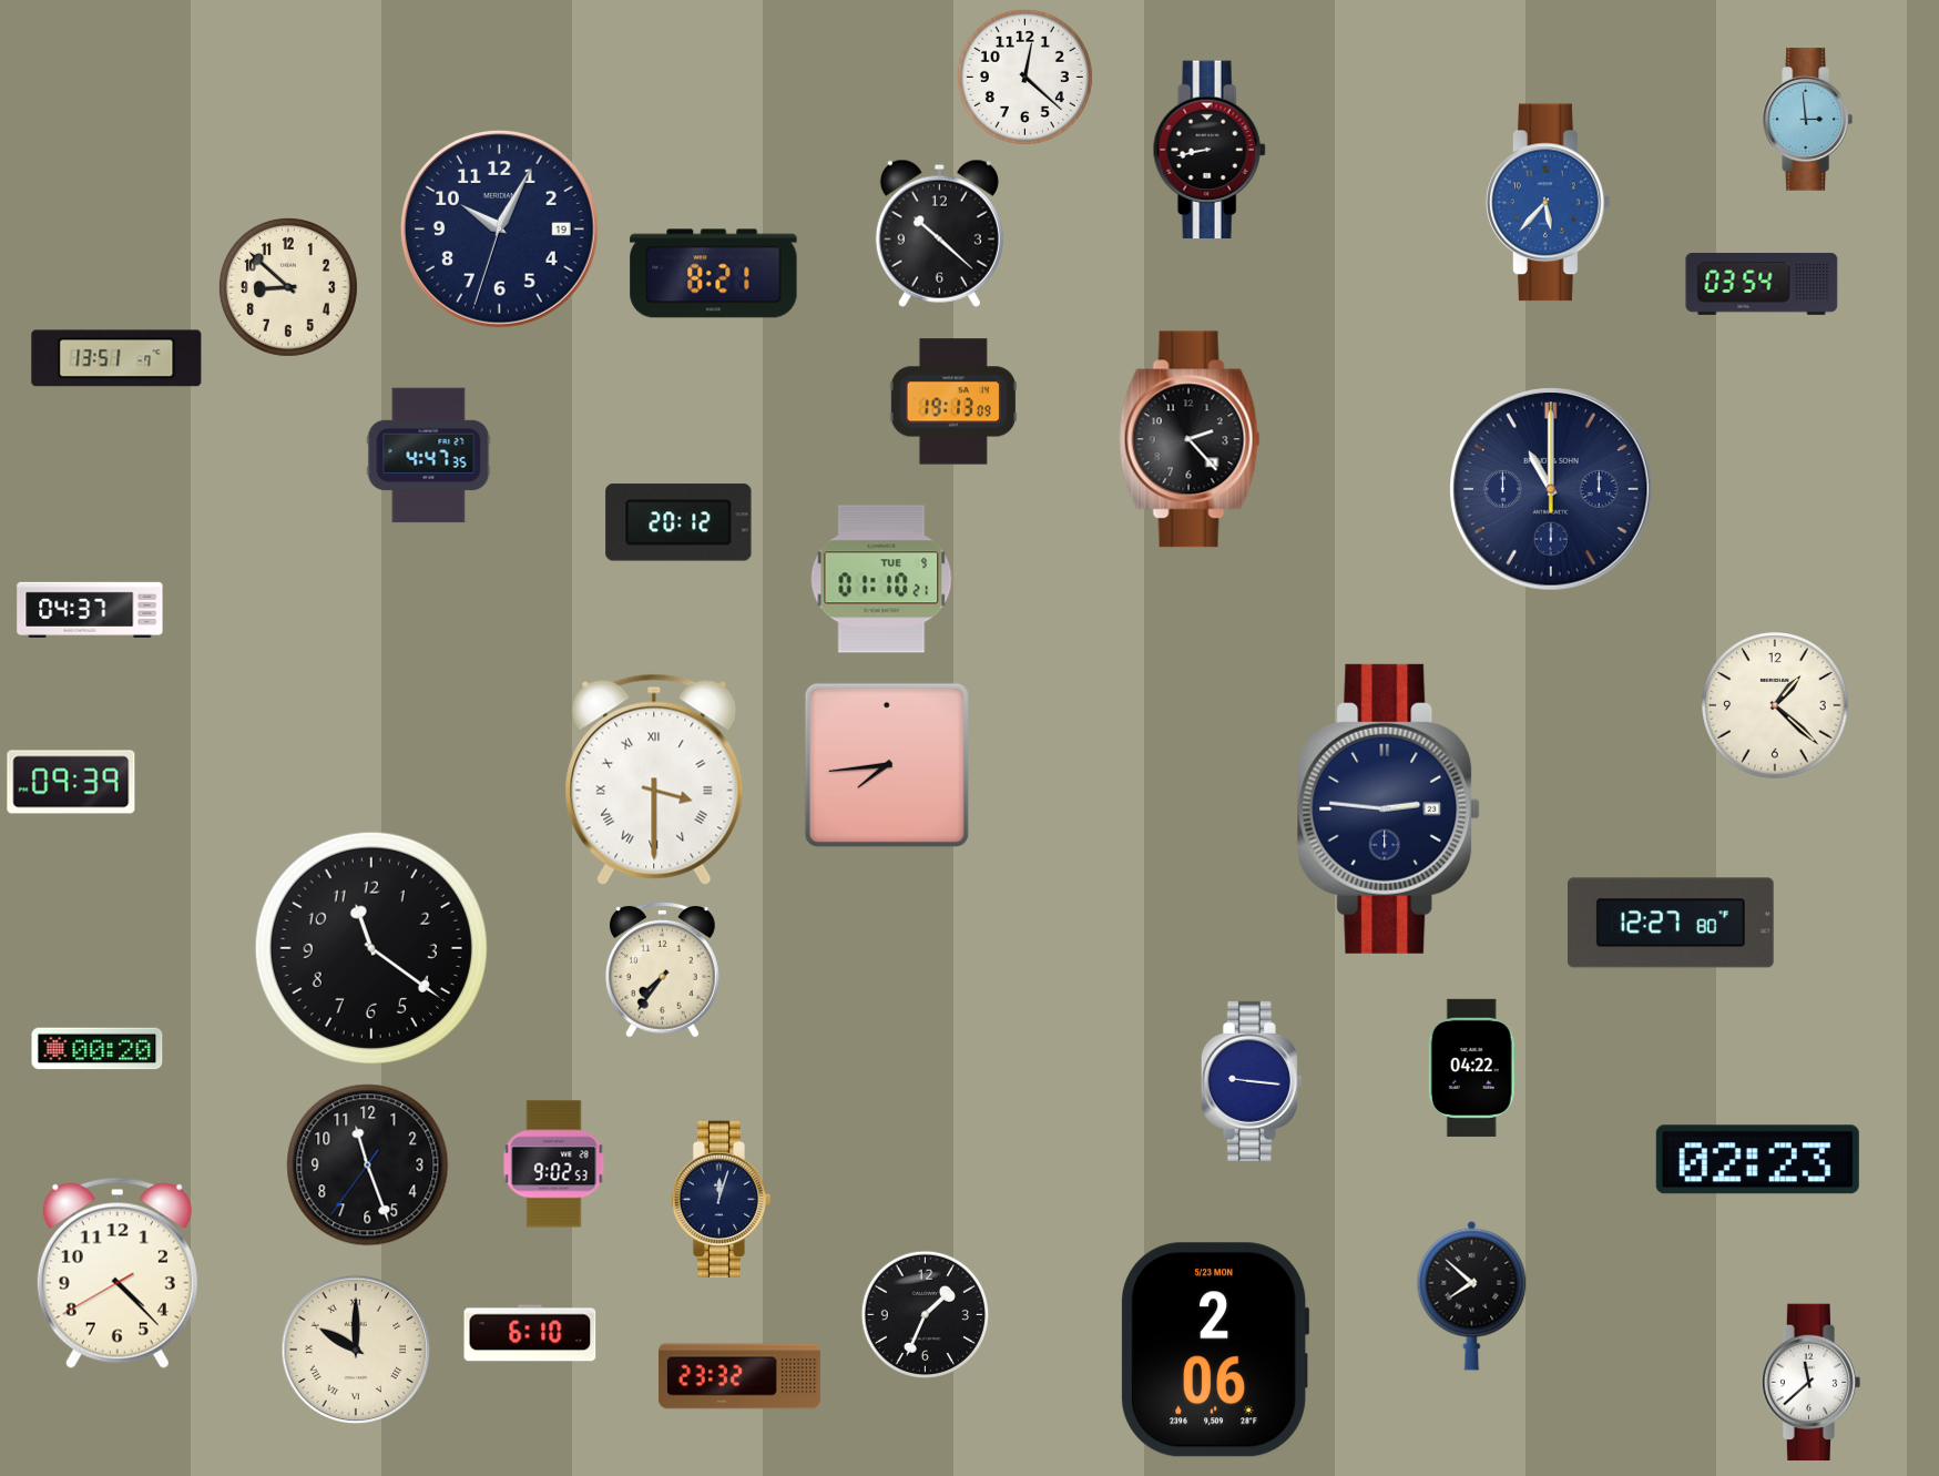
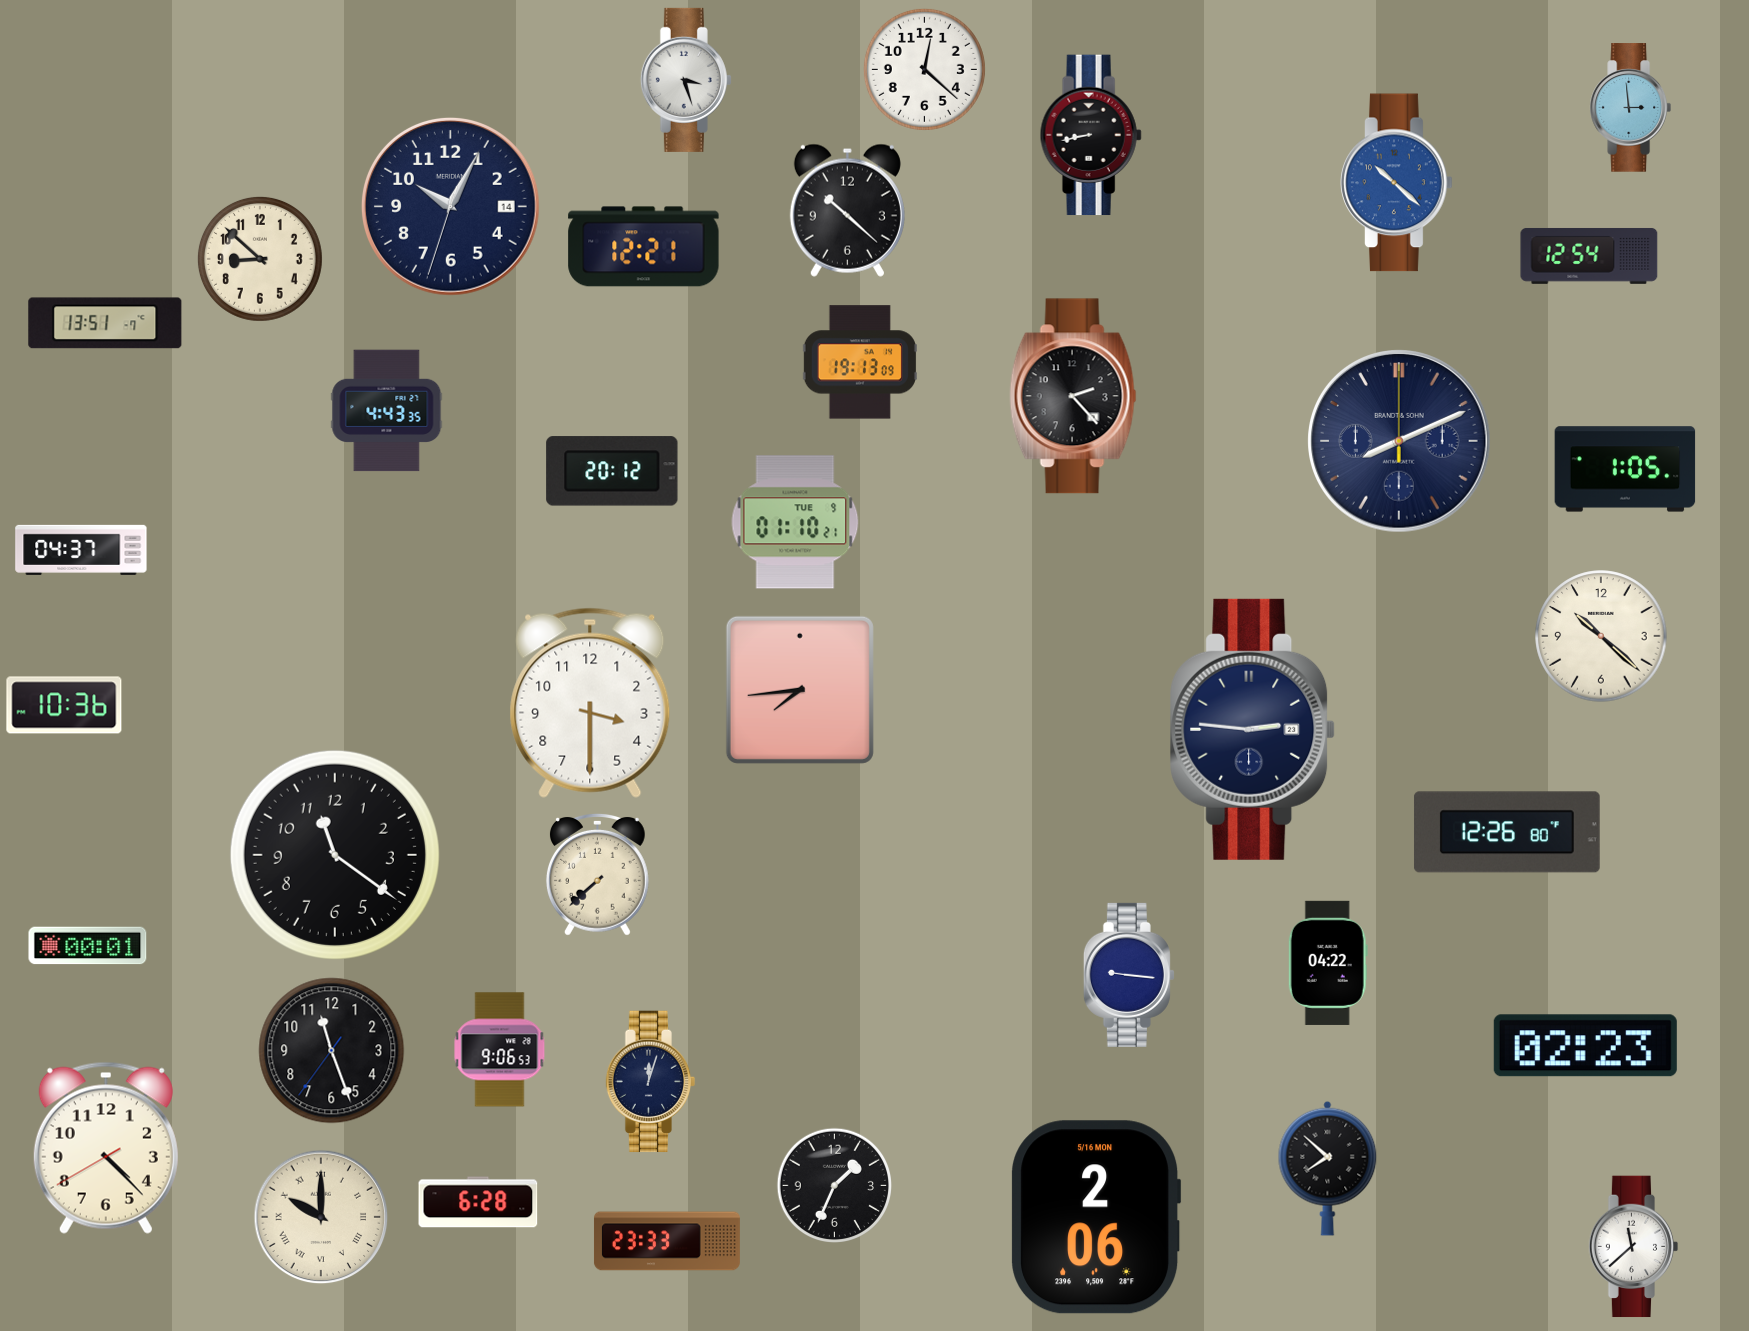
clock at (686, 80): none -> 3:27
clock at (1549, 203): 5:37 -> 10:22
clock at (500, 230) date: 19 -> 14
clock at (714, 274): 8:21 -> 12:21
clock at (1762, 284): 03:54 -> 12:54
clock at (429, 456): 4:47 -> 4:43
clock at (1551, 489): 11:00 -> 8:11
clock at (1625, 469): none -> 1:05
clock at (1775, 705): 1:22 -> 10:22
clock at (654, 780) numerals: Roman -> Arabic
clock at (71, 782): 09:39 -> 10:36
clock at (1671, 923): 12:27 -> 12:26
clock at (662, 969): 7:36 -> 7:38
clock at (98, 1049): 00:20 -> 00:01
clock at (554, 1164): 9:02 -> 9:06
clock at (530, 1333): 6:10 -> 6:28
clock at (1215, 1350) date: 5/23 MON -> 5/16 MON
clock at (739, 1376): 23:32 -> 23:33
